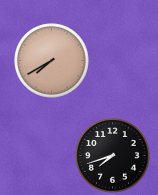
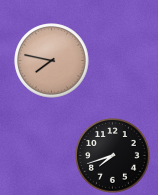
clock at (52, 61): 7:40 -> 7:47
